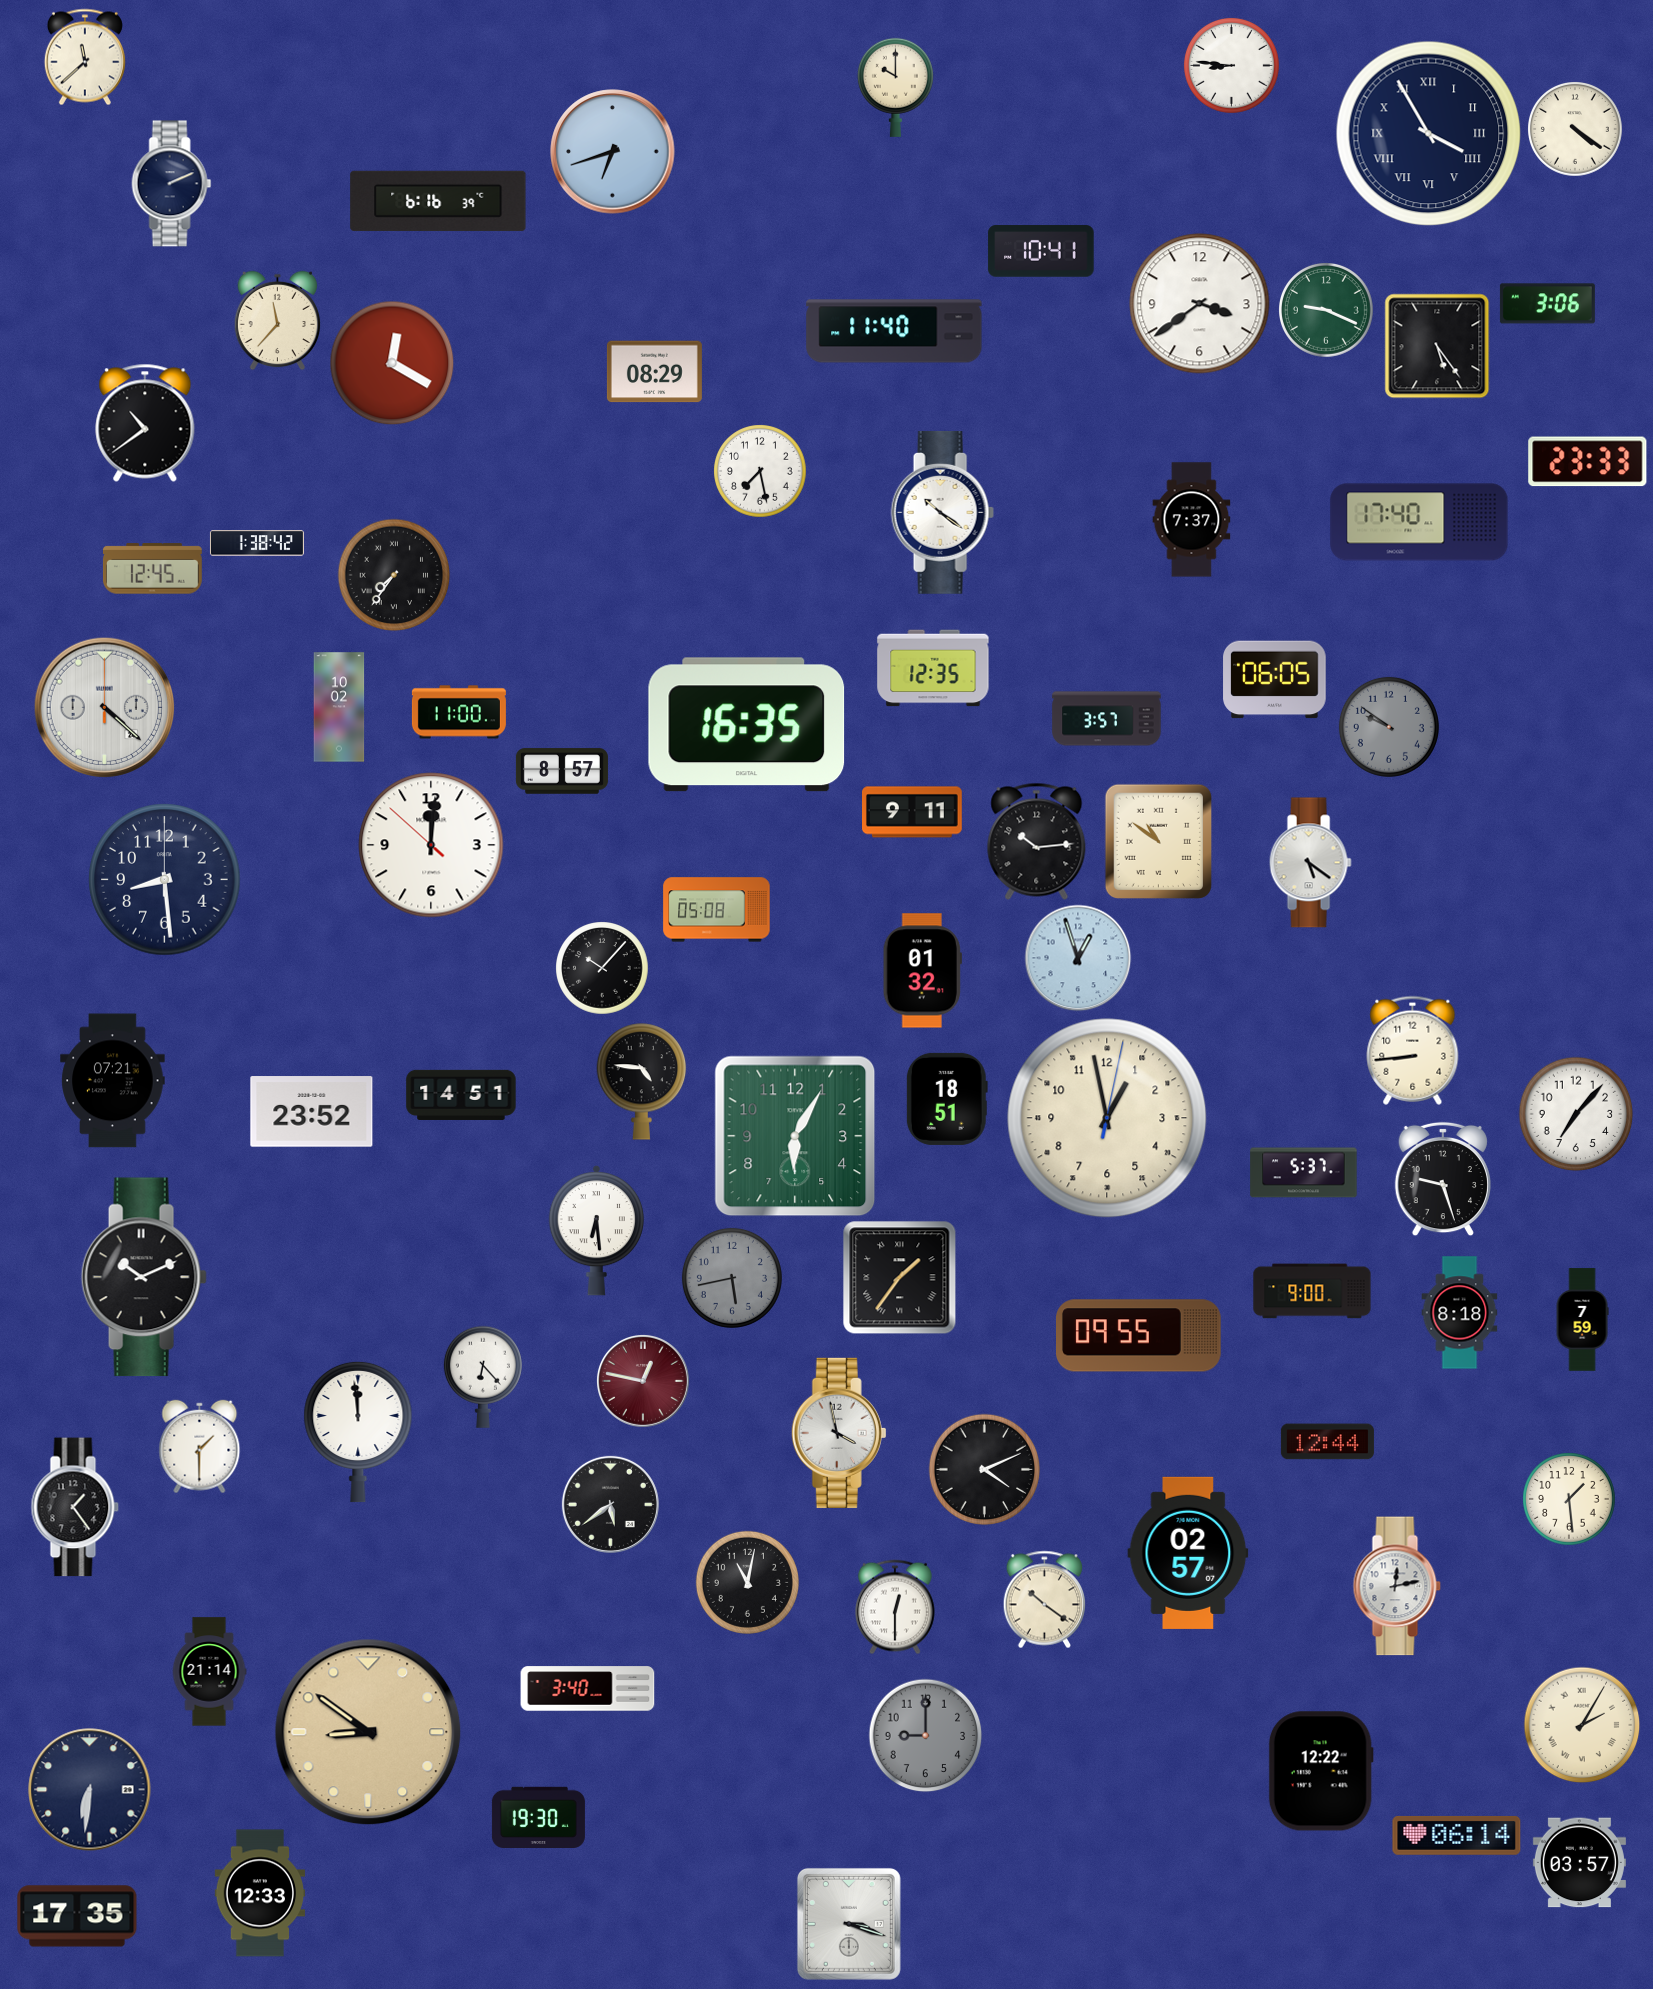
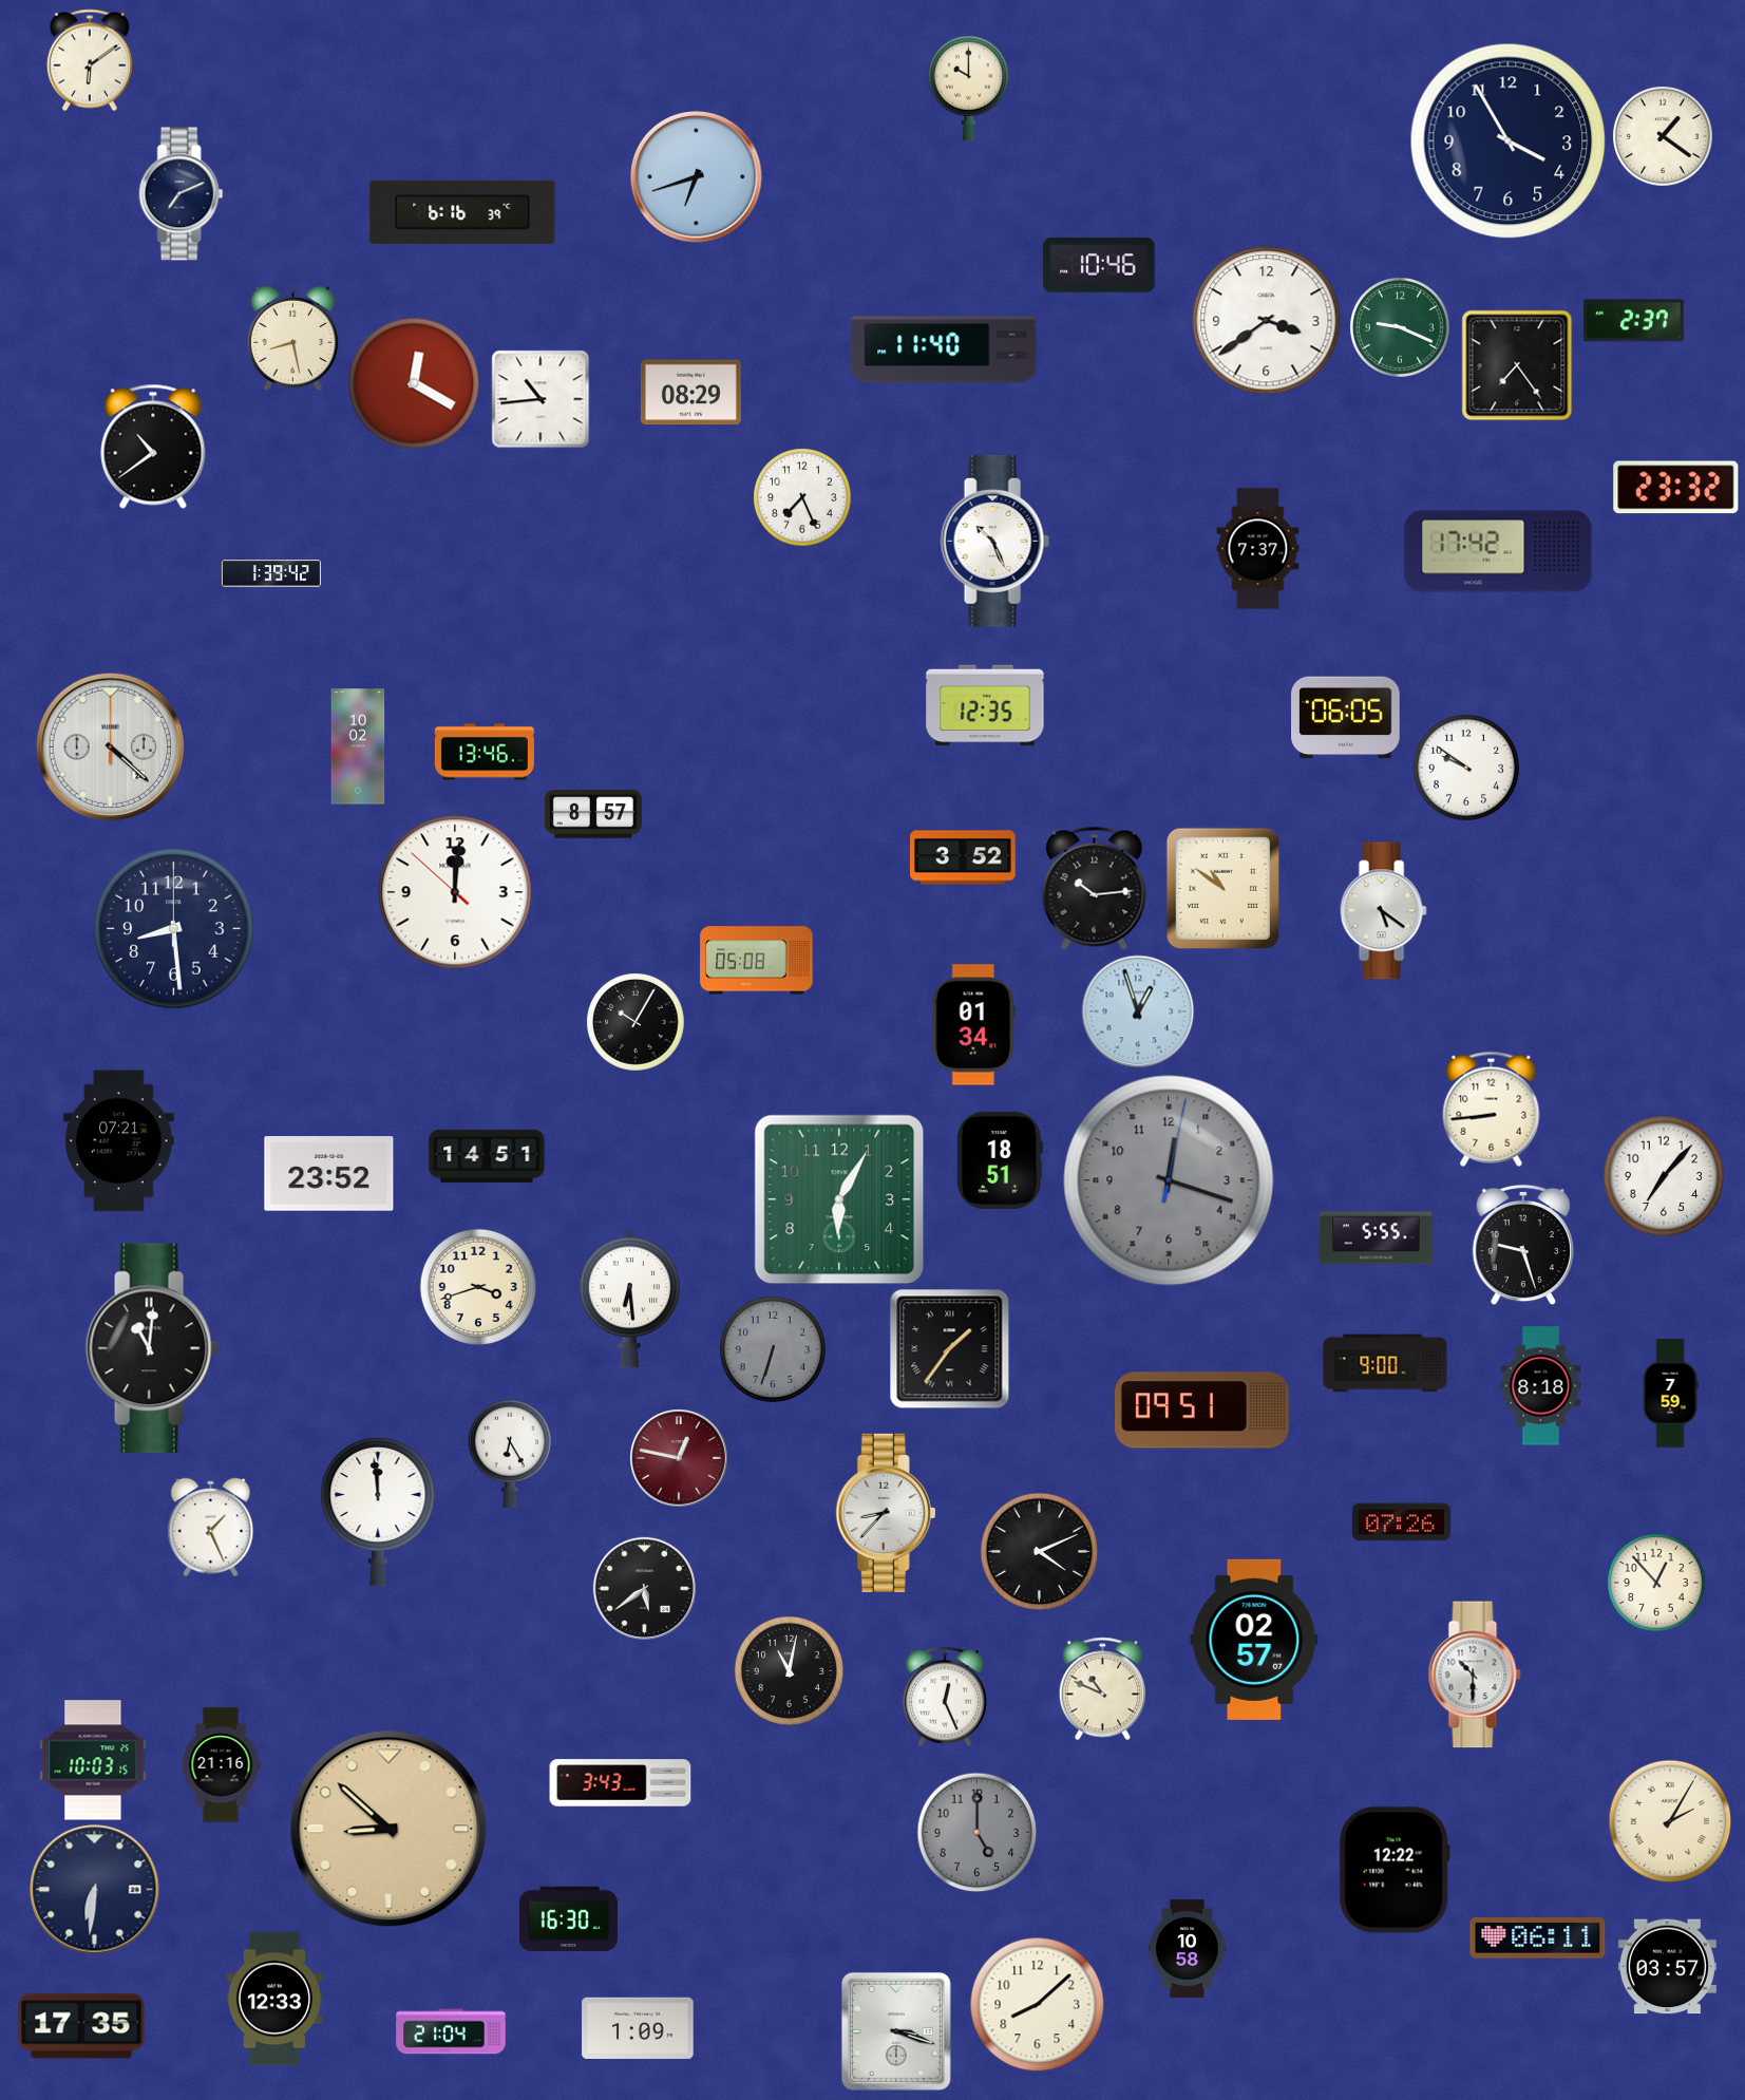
clock at (85, 57): 11:38 -> 6:09
clock at (1231, 65): 8:46 -> none
clock at (895, 87) position: (895, 87) -> (968, 88)
clock at (1575, 129): 4:21 -> 1:21
clock at (1429, 134) numerals: Roman -> Arabic
clock at (613, 152) position: (613, 152) -> (697, 177)
clock at (172, 184): 2:11 -> 7:11
clock at (1041, 251): 10:41 -> 10:46
clock at (1547, 304): 3:06 -> 2:37
clock at (277, 320): 11:37 -> 8:28
clock at (1437, 346): 5:24 -> 7:24
clock at (540, 399): none -> 10:44
clock at (1588, 462): 23:33 -> 23:32
clock at (760, 471): 7:28 -> 7:26
clock at (942, 512): 10:21 -> 10:26
clock at (1419, 522): 17:40 -> 17:42
clock at (257, 543): 1:38 -> 1:39
clock at (152, 569): 12:45 -> none
clock at (394, 575): 7:36 -> none
clock at (459, 712): 11:00 -> 13:46
clock at (1107, 719): 3:57 -> none
clock at (747, 725): 16:35 -> none
clock at (1389, 727) dial: grey -> white
clock at (913, 812): 9:11 -> 3:52
clock at (602, 968): 10:07 -> 10:05
clock at (922, 971): 01:32 -> 01:34
clock at (642, 1082): 4:46 -> none
clock at (1107, 1118): 12:58 -> 12:18
clock at (1107, 1118) dial: cream -> grey
clock at (1304, 1173): 5:37 -> 5:55
clock at (478, 1287): none -> 3:42
clock at (144, 1277): 10:11 -> 11:01
clock at (732, 1278): 5:43 -> 6:33
clock at (1139, 1336): 09:55 -> 09:51
clock at (483, 1377): 6:23 -> 6:25
clock at (839, 1433): 3:58 -> 8:37
clock at (1327, 1442): 12:44 -> 07:26
clock at (200, 1446): 1:30 -> 1:26
clock at (1569, 1499): 1:29 -> 12:53
clock at (75, 1507): 1:24 -> none
clock at (1397, 1586): 12:13 -> 10:30
clock at (1044, 1599): 10:21 -> 10:49
clock at (896, 1607): 12:30 -> 12:26
clock at (93, 1760): none -> 10:03
clock at (209, 1672): 21:14 -> 21:16
clock at (588, 1689): 3:40 -> 3:43
clock at (368, 1732): 8:51 -> 8:52
clock at (925, 1735): 9:00 -> 5:00
clock at (538, 1818): 19:30 -> 16:30
clock at (1457, 1836): 06:14 -> 06:11
clock at (1188, 1948): none -> 10:58
clock at (1037, 2004): none -> 8:08
clock at (77, 1916) position: (77, 1916) -> (81, 2026)
clock at (638, 2028): none -> 1:09
clock at (451, 2031): none -> 21:04
